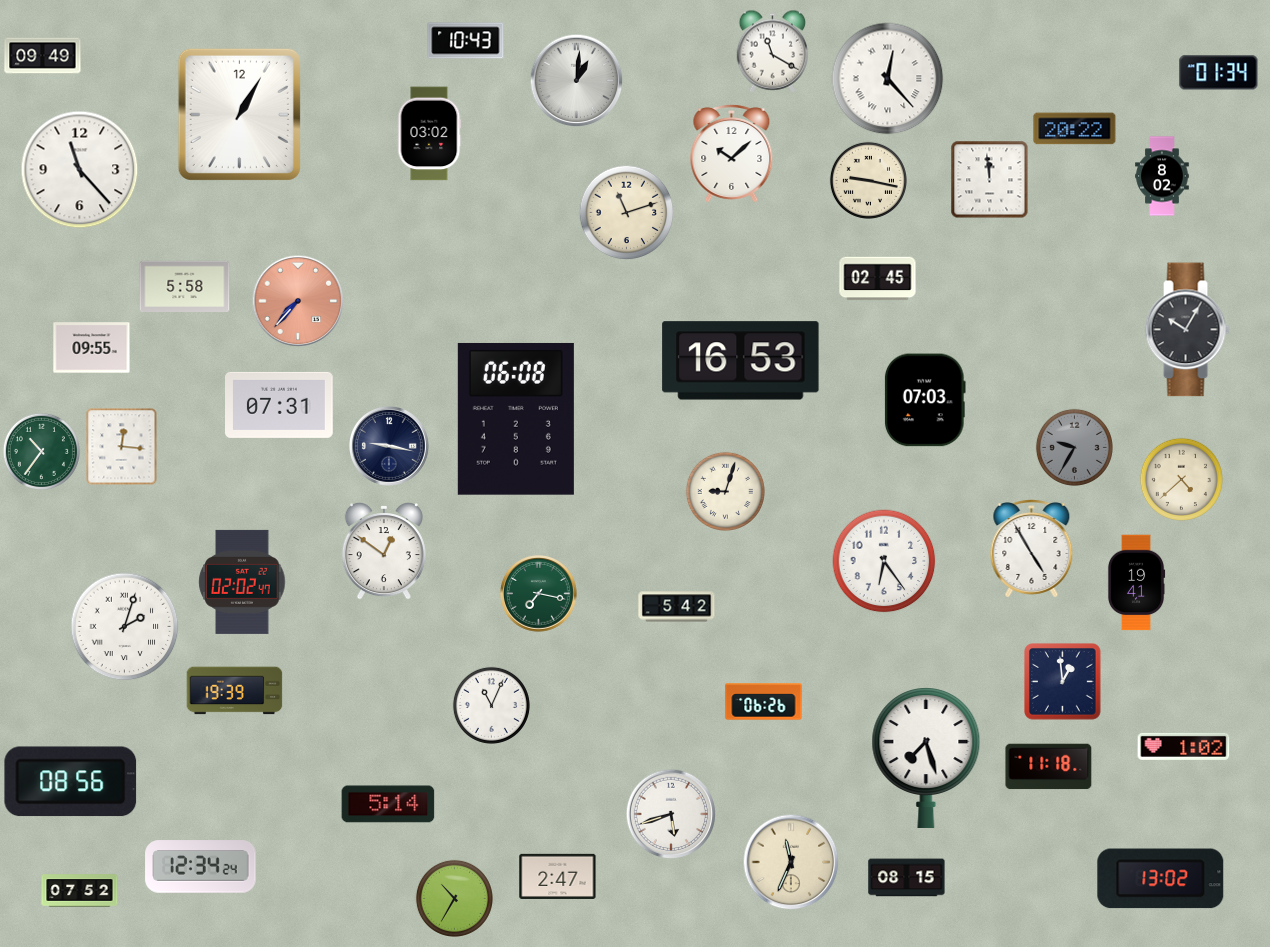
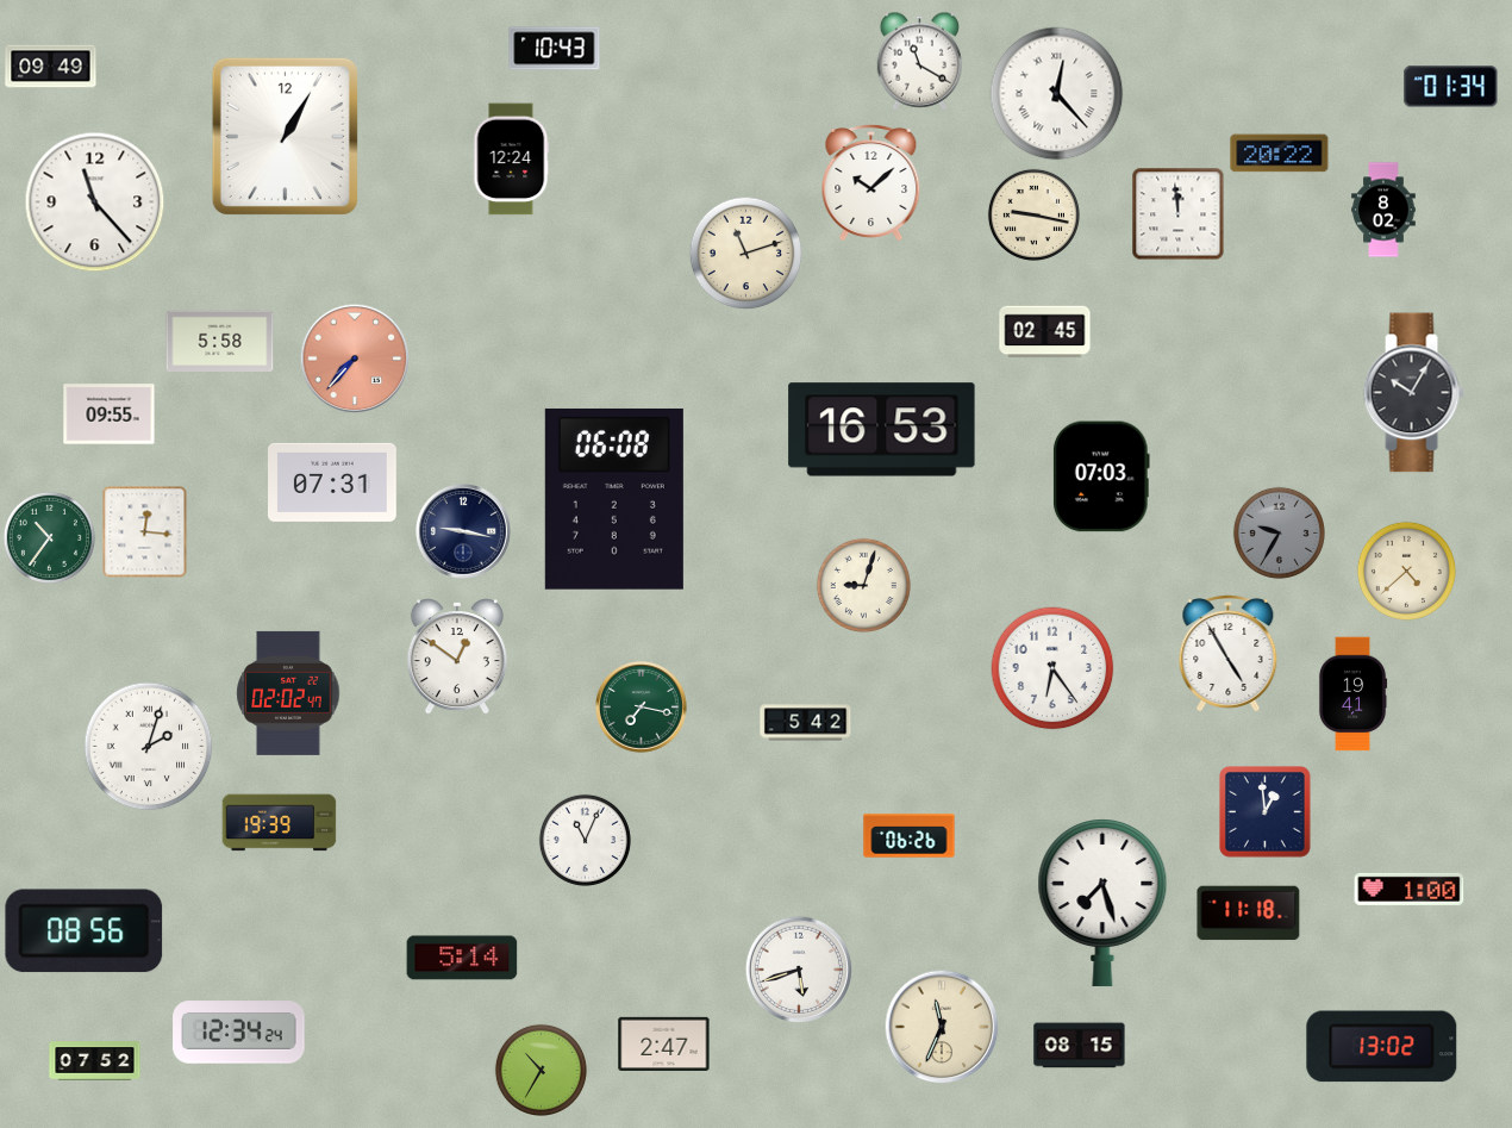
clock at (576, 80): 1:01 -> none
clock at (429, 134): 03:02 -> 12:24
clock at (1184, 746): 1:02 -> 1:00
